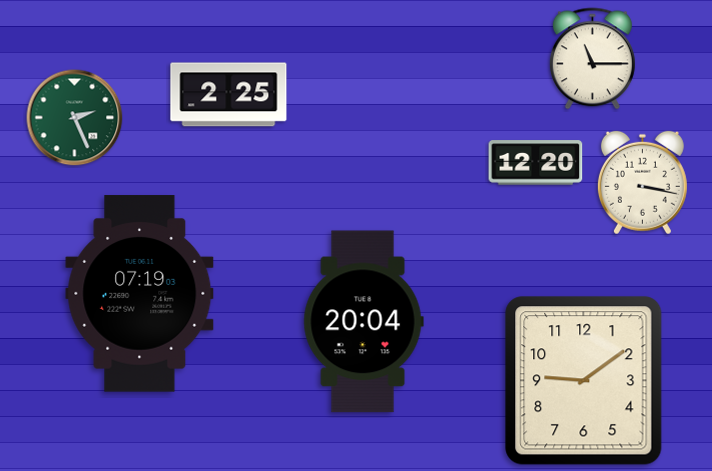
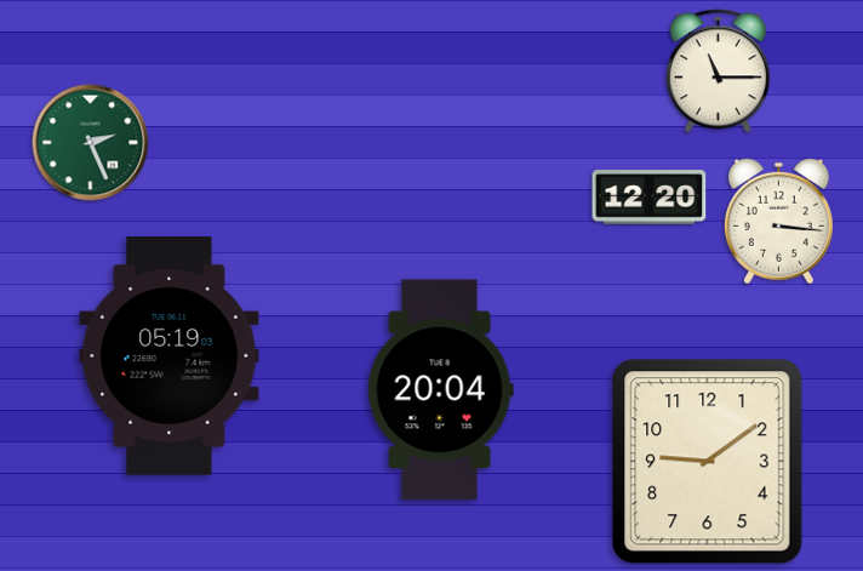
clock at (229, 95): 2:25 -> none
clock at (642, 183): 3:17 -> 3:16
clock at (140, 294): 07:19 -> 05:19
